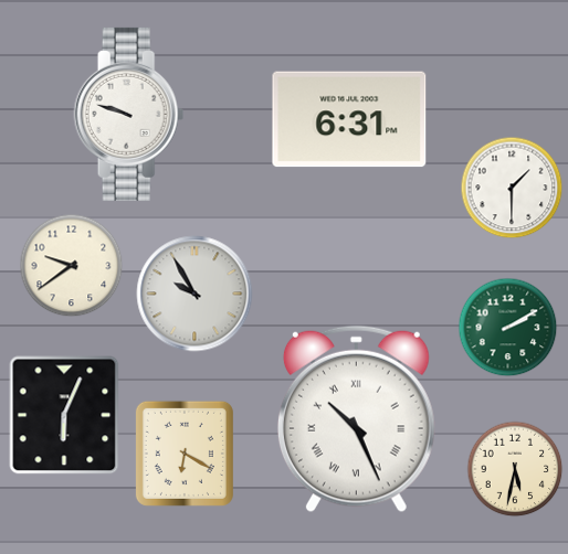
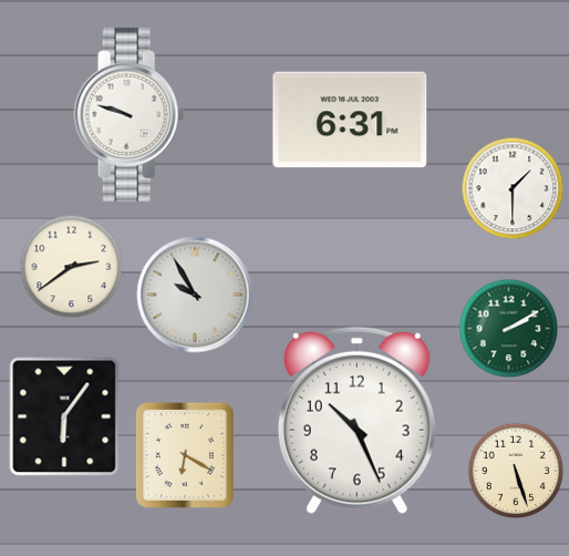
clock at (71, 265): 9:39 -> 2:39
clock at (64, 415): 6:04 -> 6:06
clock at (356, 419) numerals: Roman -> Arabic
clock at (515, 469): 5:32 -> 5:27
